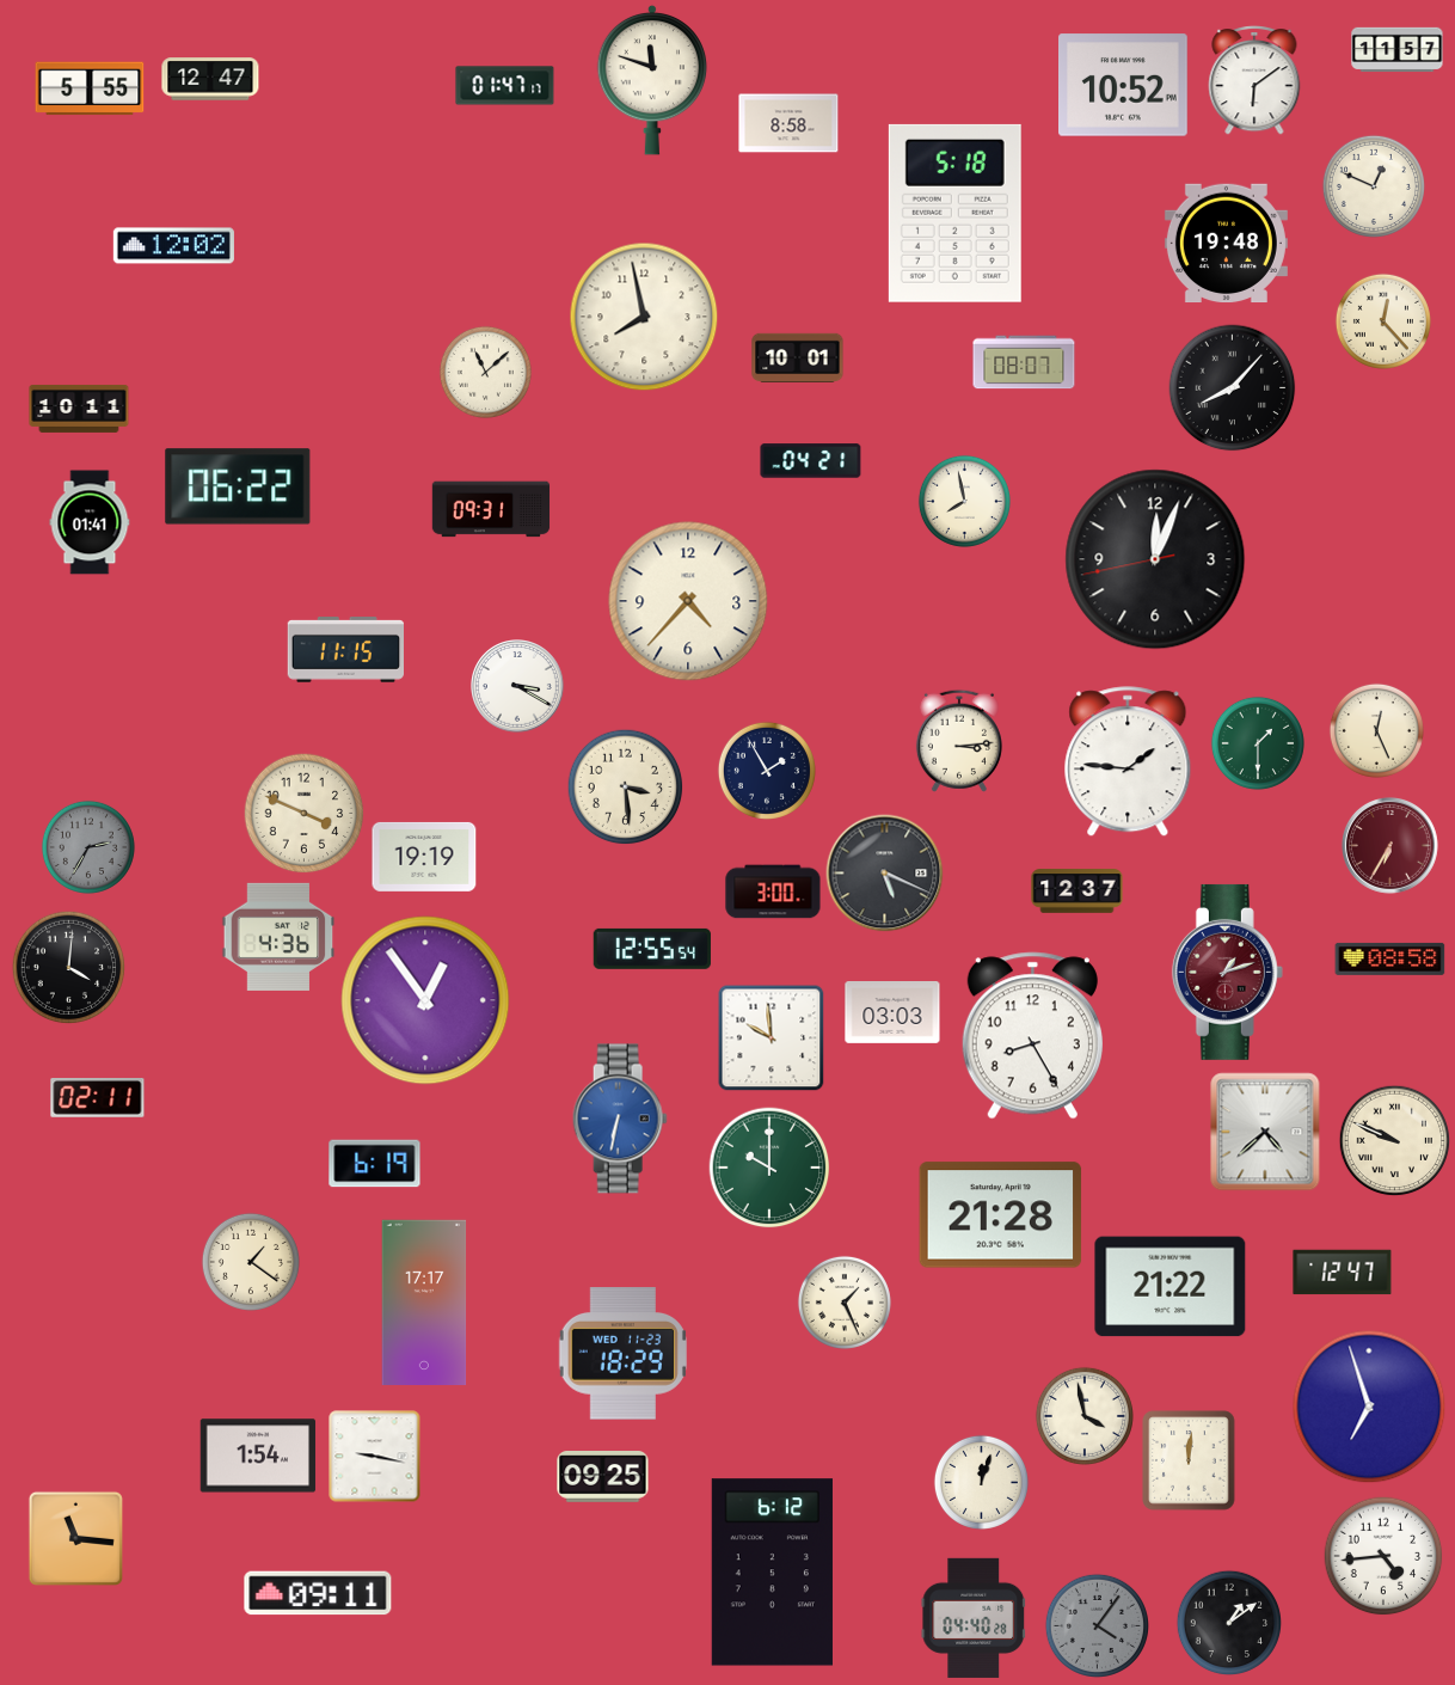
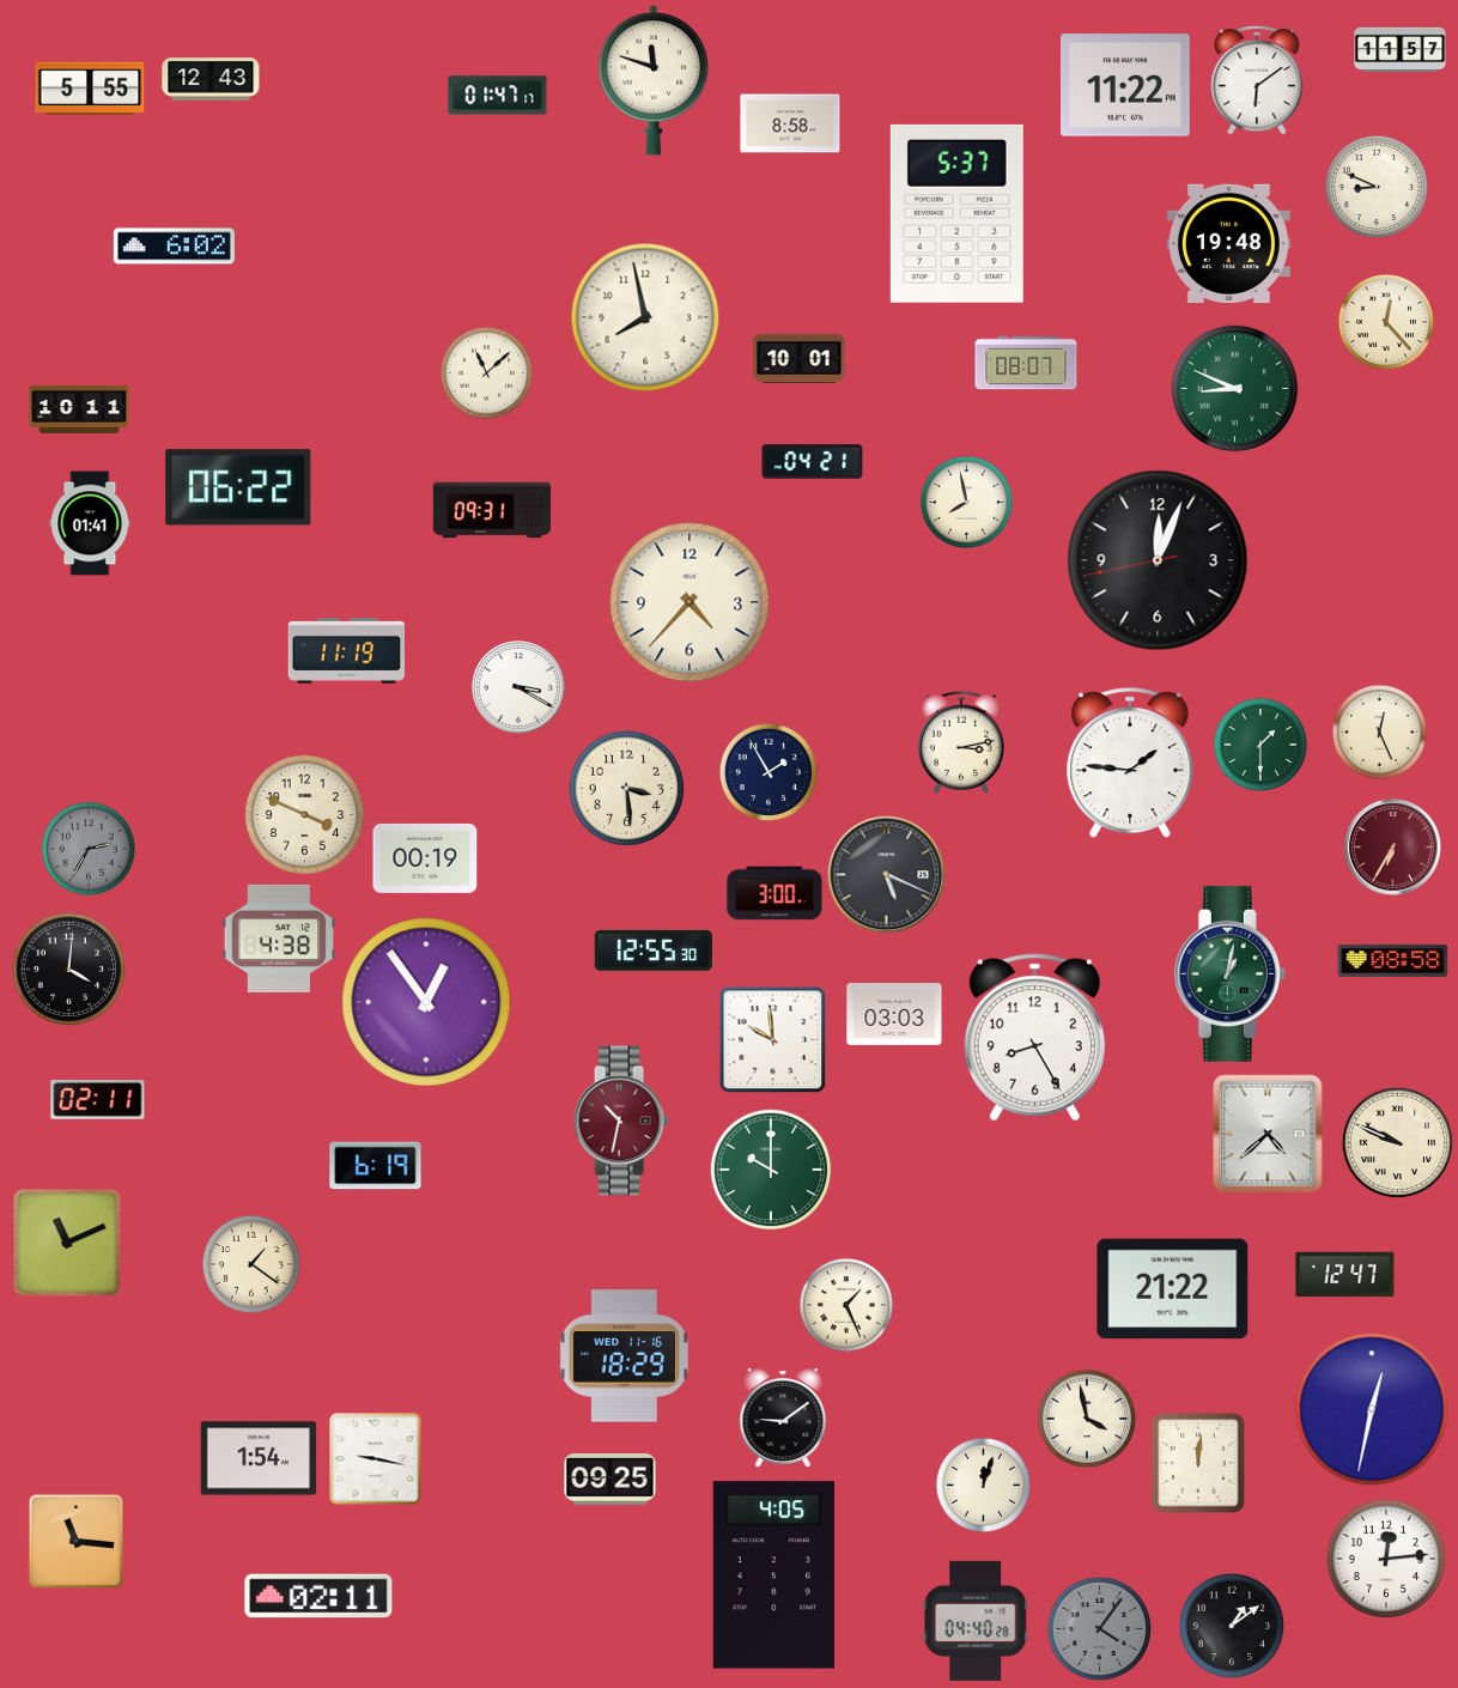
clock at (210, 79): 12:47 -> 12:43
clock at (1124, 85): 10:52 -> 11:22
clock at (505, 86) position: (505, 86) -> (498, 96)
clock at (1374, 186): 12:49 -> 8:49
clock at (954, 213): 5:18 -> 5:37
clock at (173, 246): 12:02 -> 6:02
clock at (1233, 388): 8:07 -> 8:49
clock at (1233, 388) dial: black -> green
clock at (345, 650): 11:15 -> 11:19
clock at (959, 741): 3:14 -> 3:13
clock at (424, 857): 19:19 -> 00:19
clock at (1078, 891): 12:37 -> none
clock at (278, 937): 4:36 -> 4:38
clock at (652, 949): 12:55:54 -> 12:55:30
clock at (1227, 972): 1:12 -> 1:02
clock at (1227, 972) dial: burgundy -> green
clock at (620, 1119): 6:32 -> 10:32
clock at (620, 1119) dial: blue -> burgundy
clock at (1001, 1215): 21:28 -> none
clock at (67, 1243): none -> 11:11
clock at (424, 1303): 17:17 -> none
clock at (622, 1354) date: WED 11-23 -> WED 11-16
clock at (1369, 1407): 6:57 -> 12:32
clock at (783, 1417): none -> 9:09
clock at (1189, 1460) position: (1189, 1460) -> (1198, 1463)
clock at (603, 1477) position: (603, 1477) -> (610, 1480)
clock at (1383, 1556): 4:44 -> 12:14
clock at (772, 1573): 6:12 -> 4:05
clock at (318, 1593): 09:11 -> 02:11
